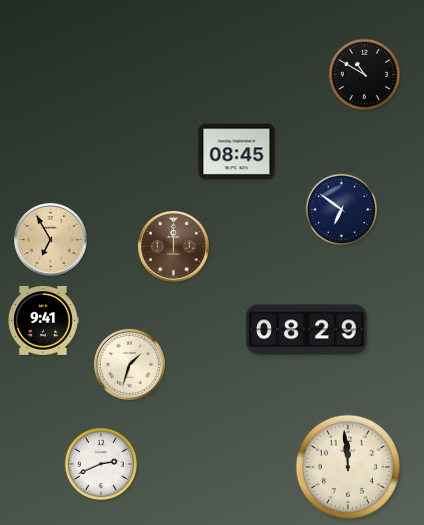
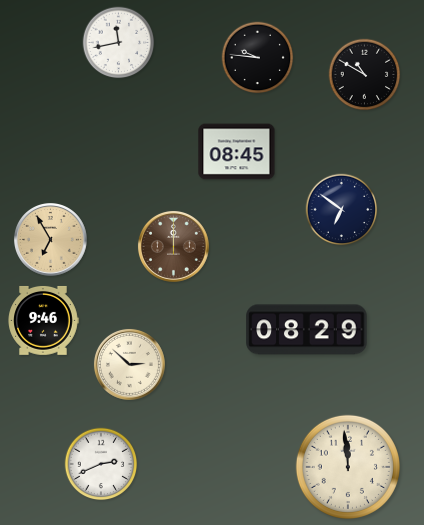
clock at (119, 43): none -> 11:43
clock at (258, 58): none -> 9:46
clock at (43, 320): 9:41 -> 9:46
clock at (129, 364): 1:33 -> 2:52
